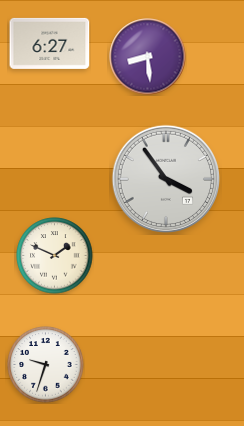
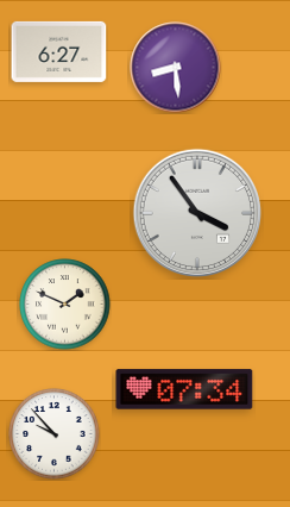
clock at (184, 389): none -> 07:34
clock at (46, 365): 9:33 -> 9:53
